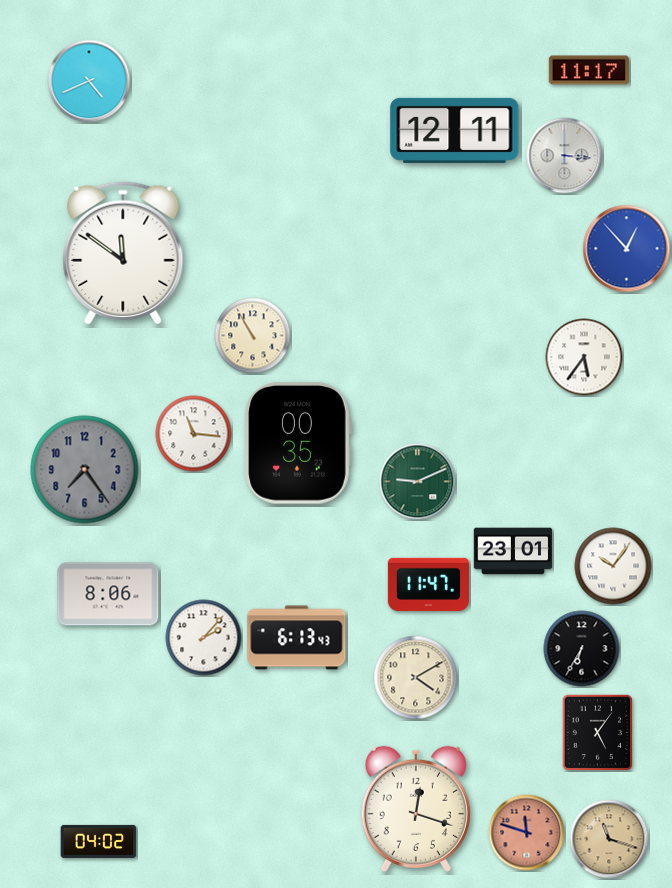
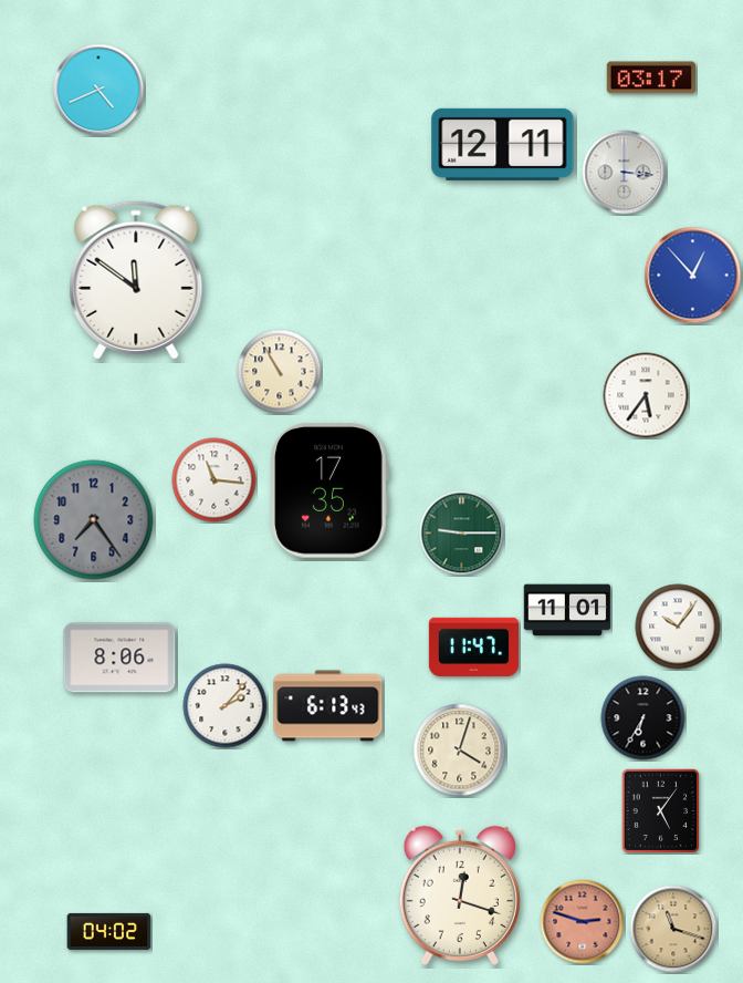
clock at (589, 70): 11:17 -> 03:17
clock at (298, 443): 00:35 -> 17:35
clock at (418, 482): 9:11 -> 9:15
clock at (513, 551): 23:01 -> 11:01
clock at (416, 678): 4:10 -> 4:03
clock at (527, 833): 11:48 -> 2:48
